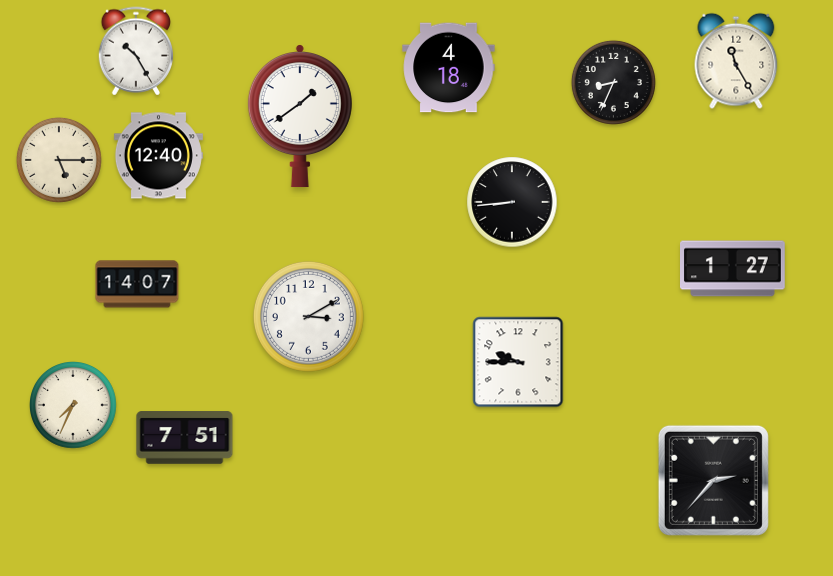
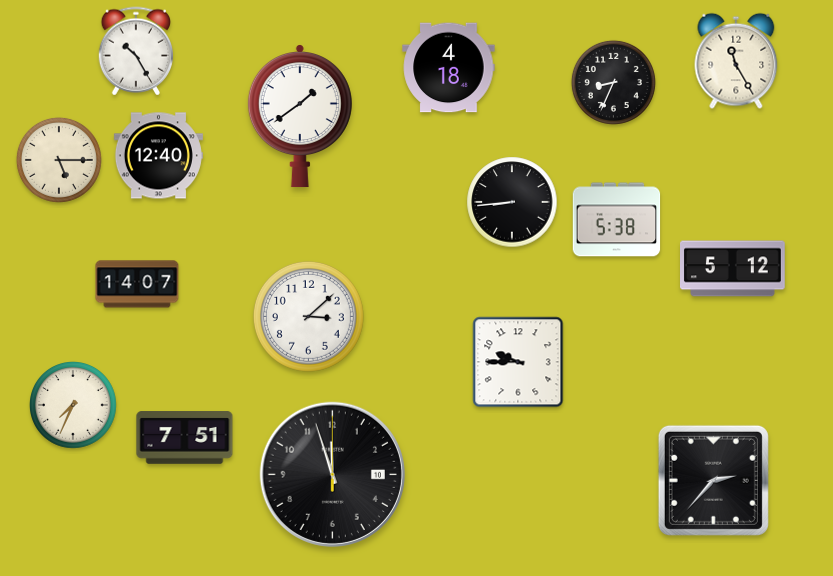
clock at (617, 220): none -> 5:38
clock at (733, 269): 1:27 -> 5:12
clock at (308, 316): 3:10 -> 3:08
clock at (332, 474): none -> 11:57
